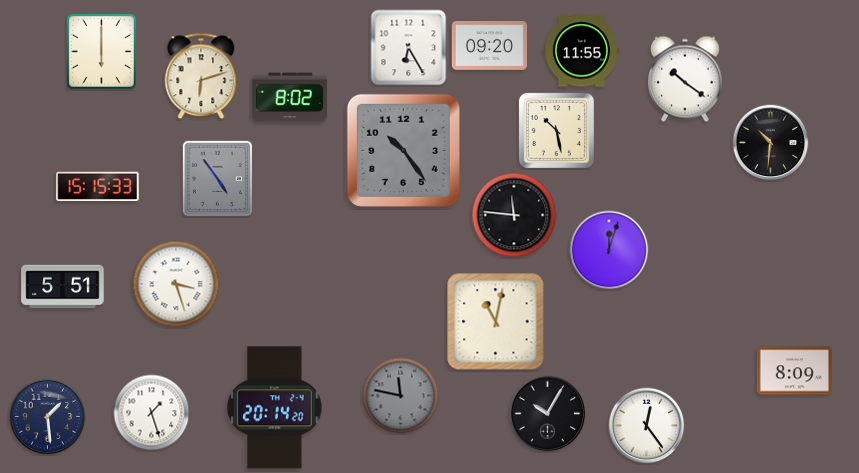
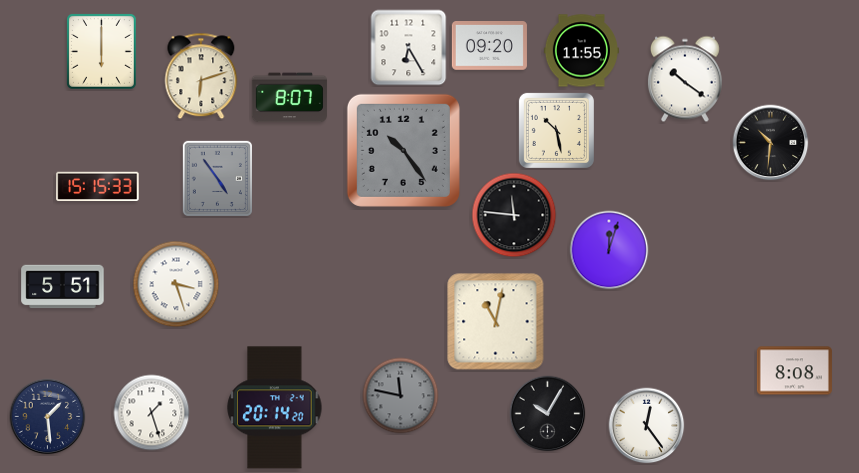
clock at (289, 98): 8:02 -> 8:07
clock at (794, 371): 8:09 -> 8:08
